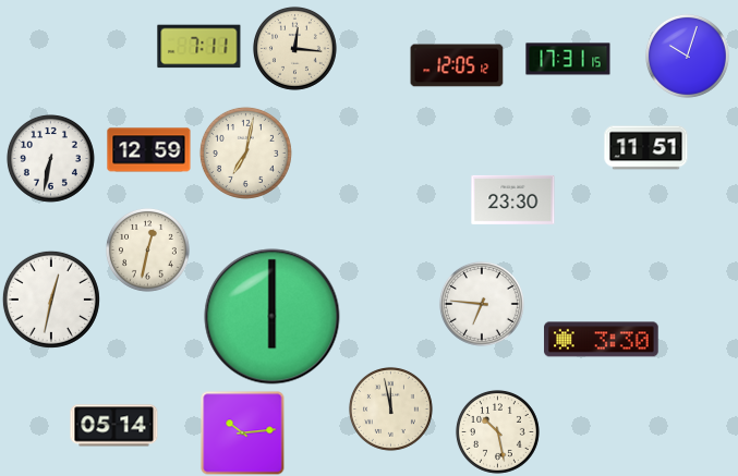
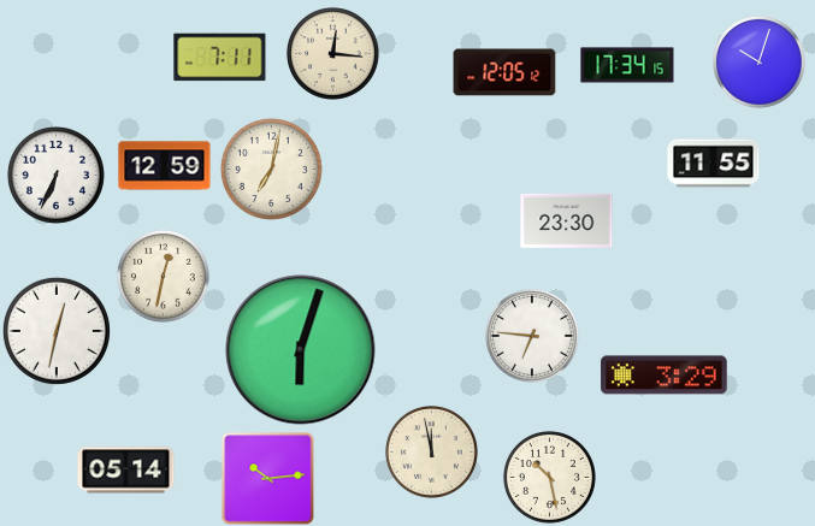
clock at (199, 47) position: (199, 47) -> (220, 58)
clock at (294, 48) position: (294, 48) -> (332, 53)
clock at (568, 59): 17:31 -> 17:34
clock at (646, 148): 11:51 -> 11:55
clock at (50, 158): 6:32 -> 6:34
clock at (273, 317): 6:00 -> 6:03
clock at (602, 340): 3:30 -> 3:29
